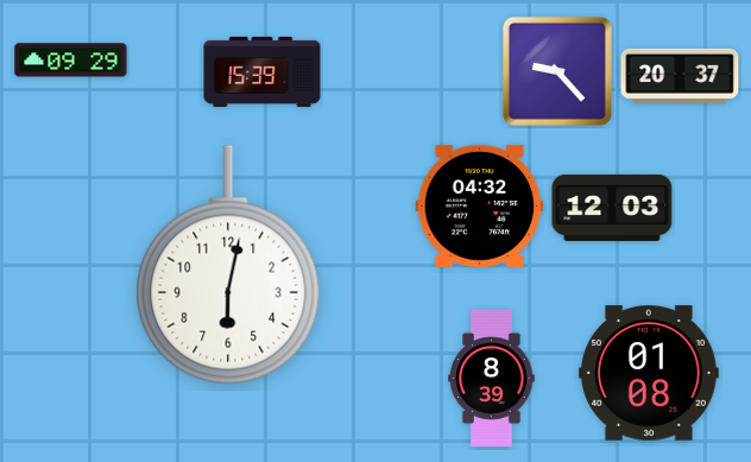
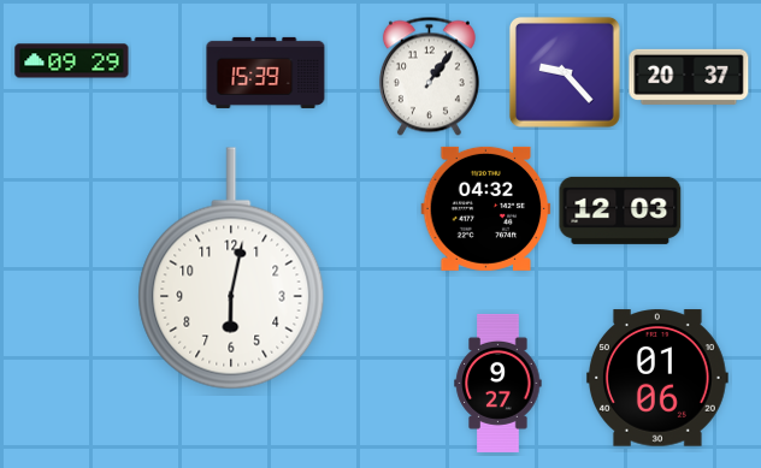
clock at (429, 77): none -> 1:06
clock at (649, 373): 01:08 -> 01:06
clock at (492, 378): 8:39 -> 9:27
